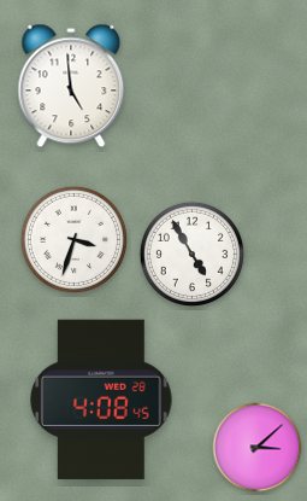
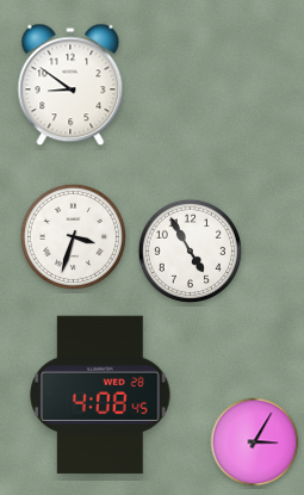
clock at (71, 86): 4:59 -> 8:51
clock at (258, 448): 3:08 -> 3:05
